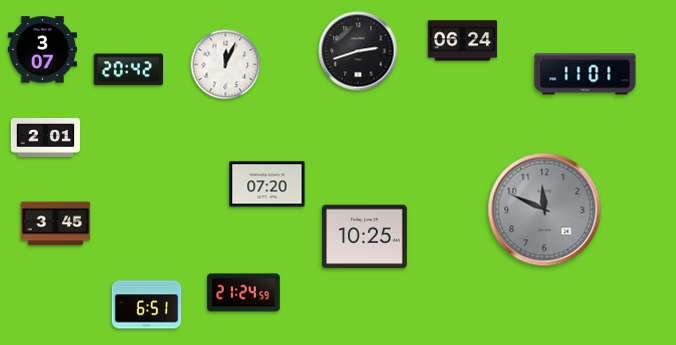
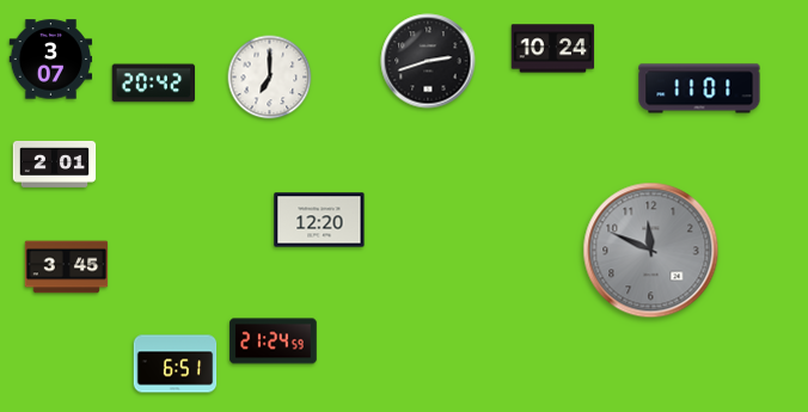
clock at (463, 41): 06:24 -> 10:24
clock at (226, 65): 12:04 -> 7:00
clock at (267, 184): 07:20 -> 12:20
clock at (364, 237): 10:25 -> none
clock at (244, 293) position: (244, 293) -> (274, 342)
